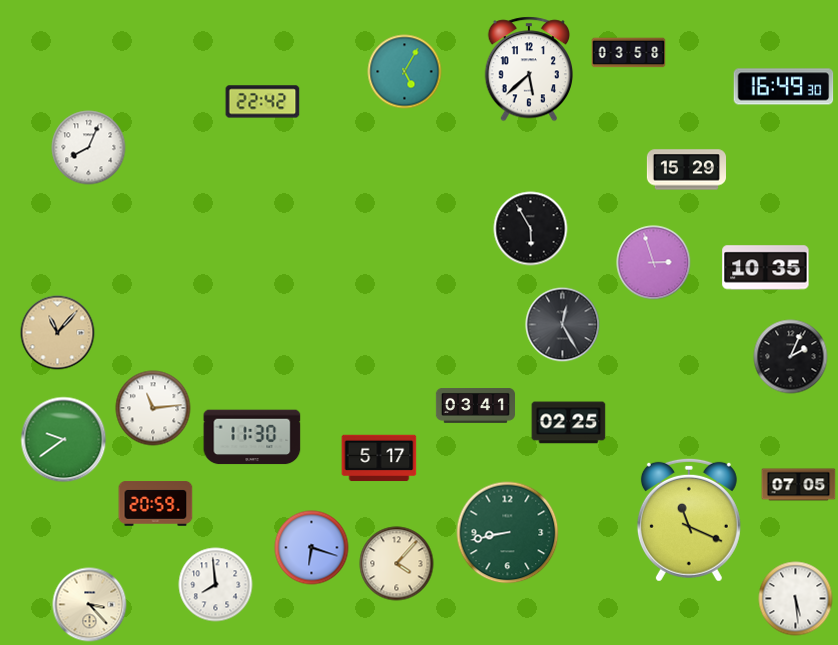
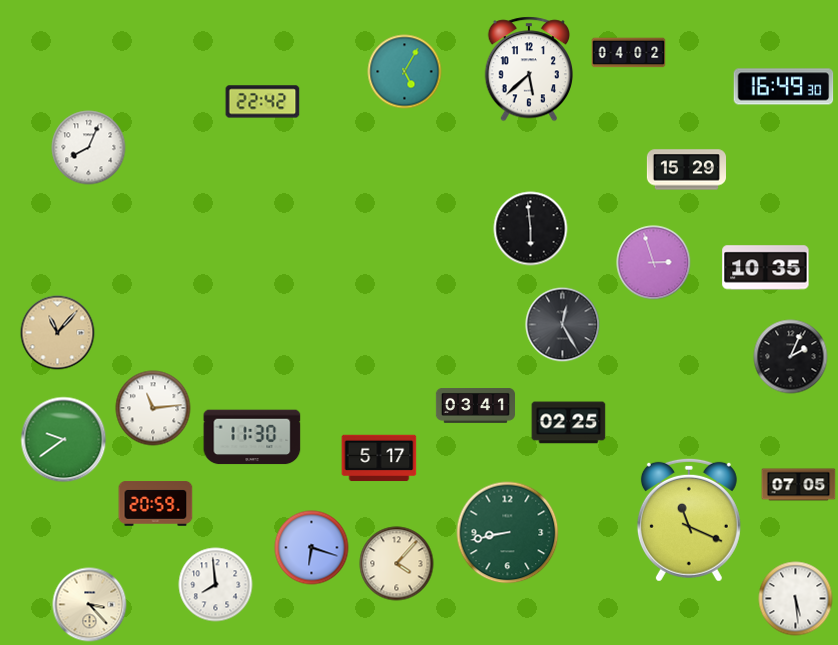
clock at (629, 53): 03:58 -> 04:02
clock at (531, 229): 5:55 -> 5:59
